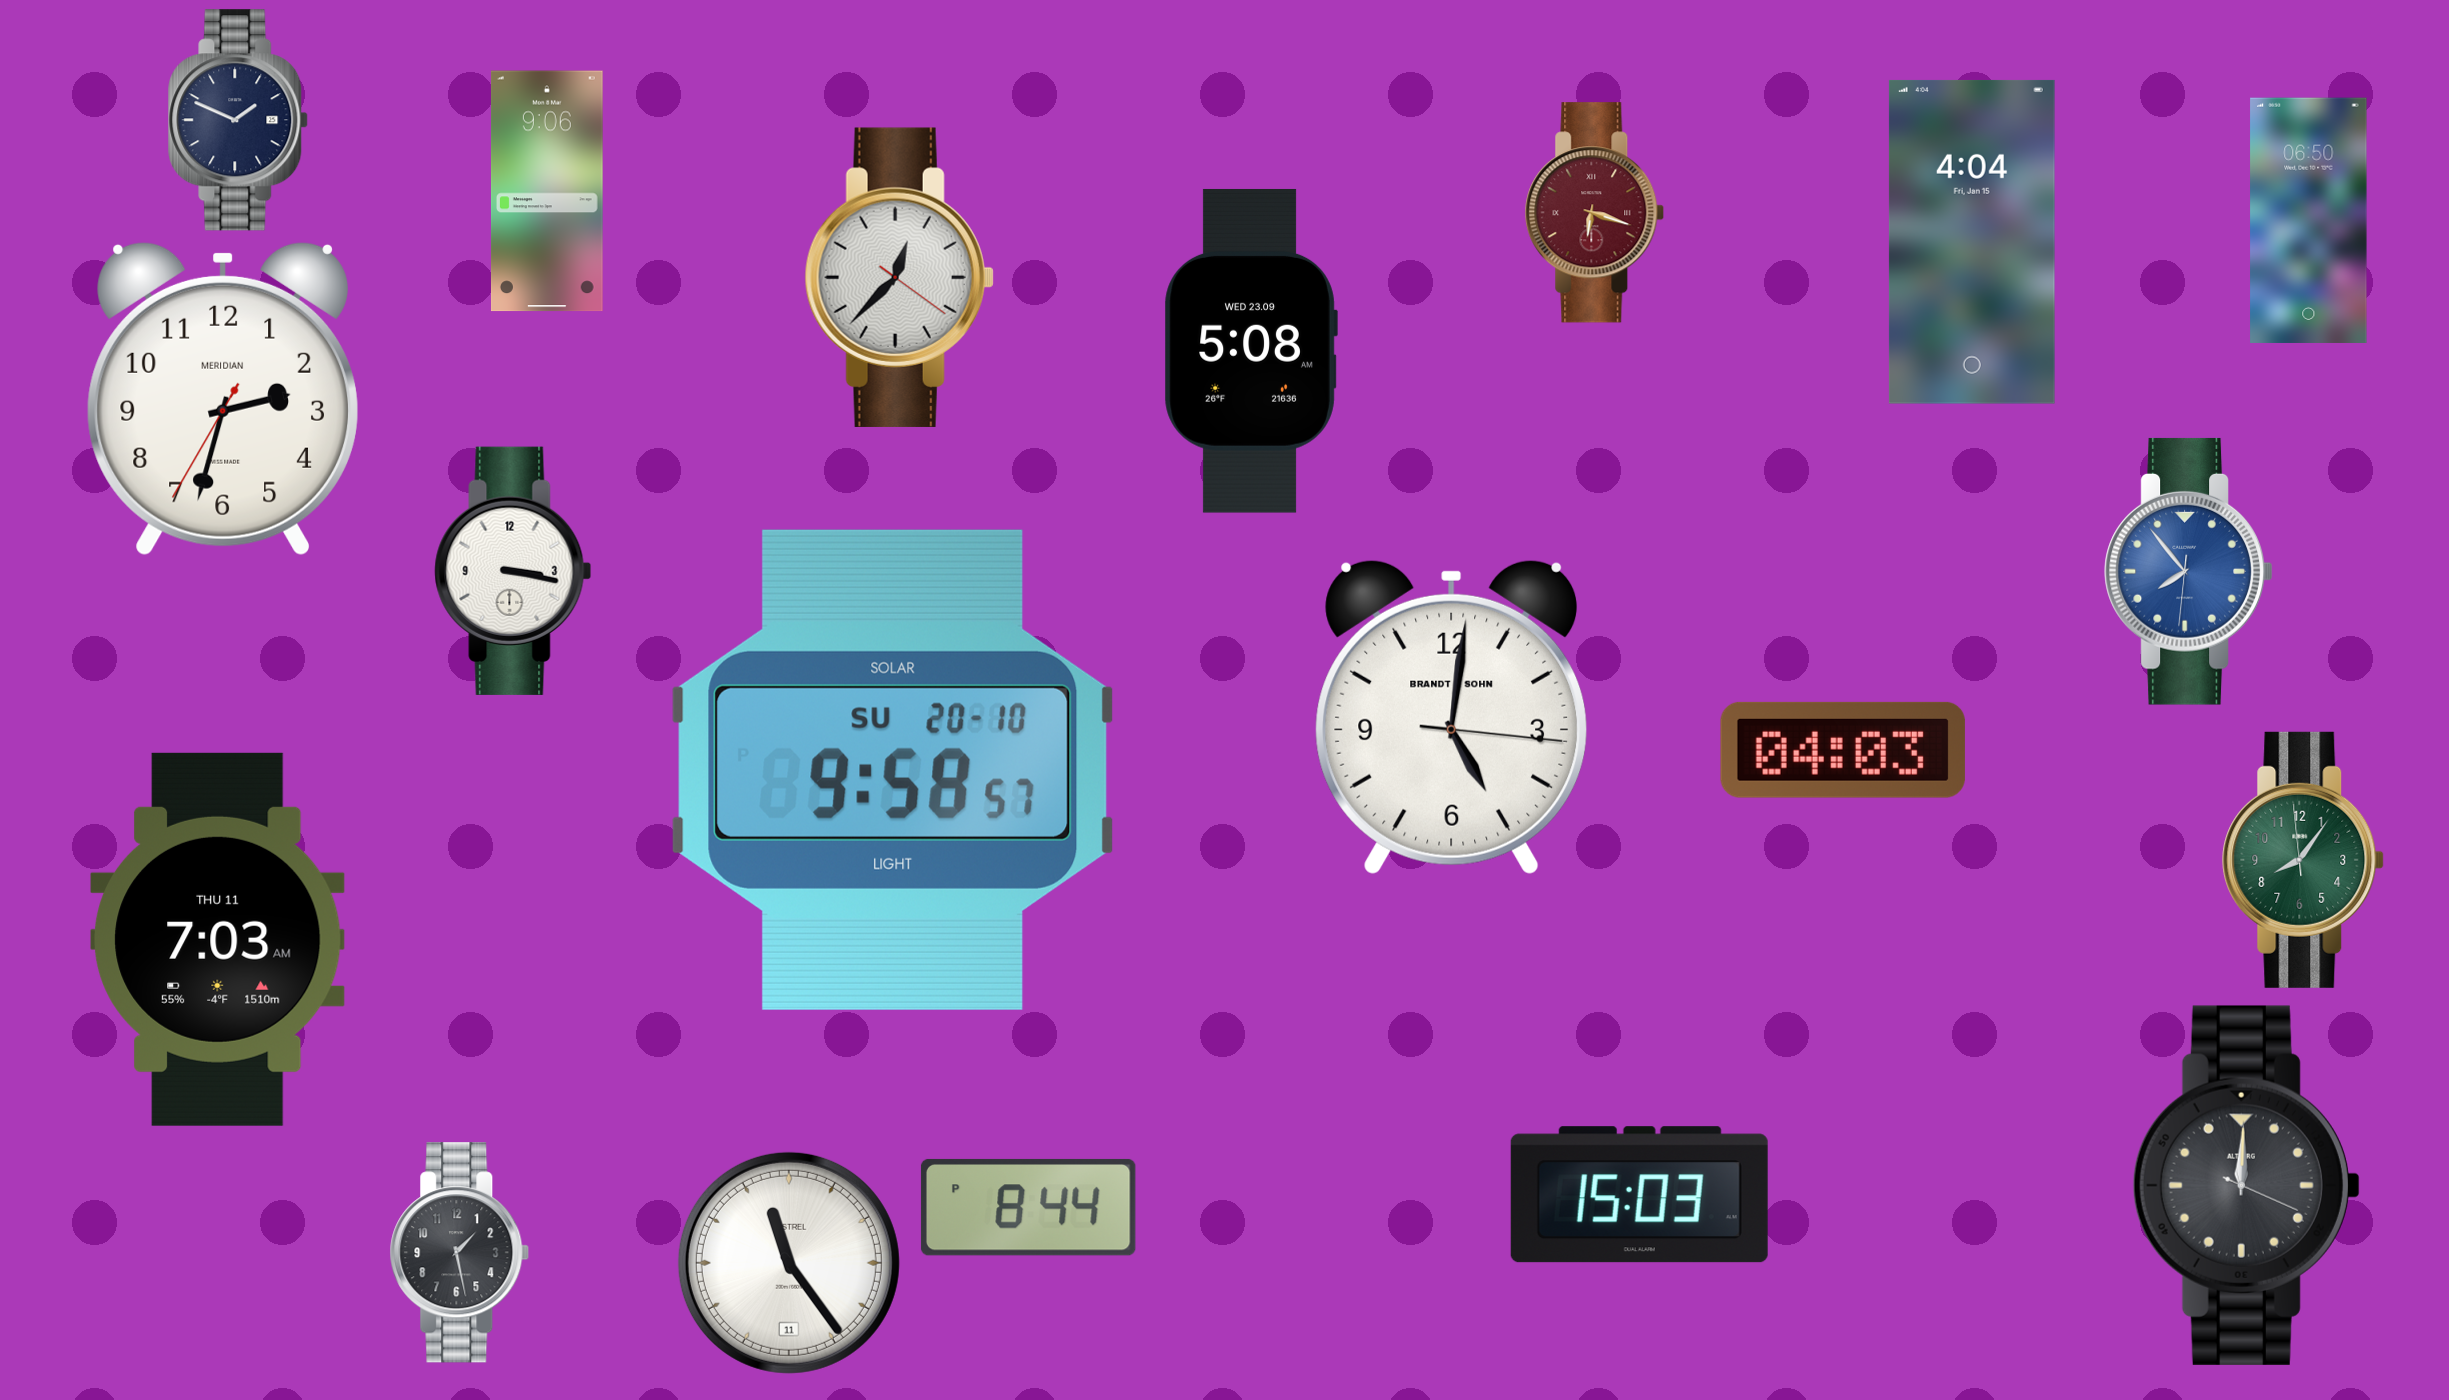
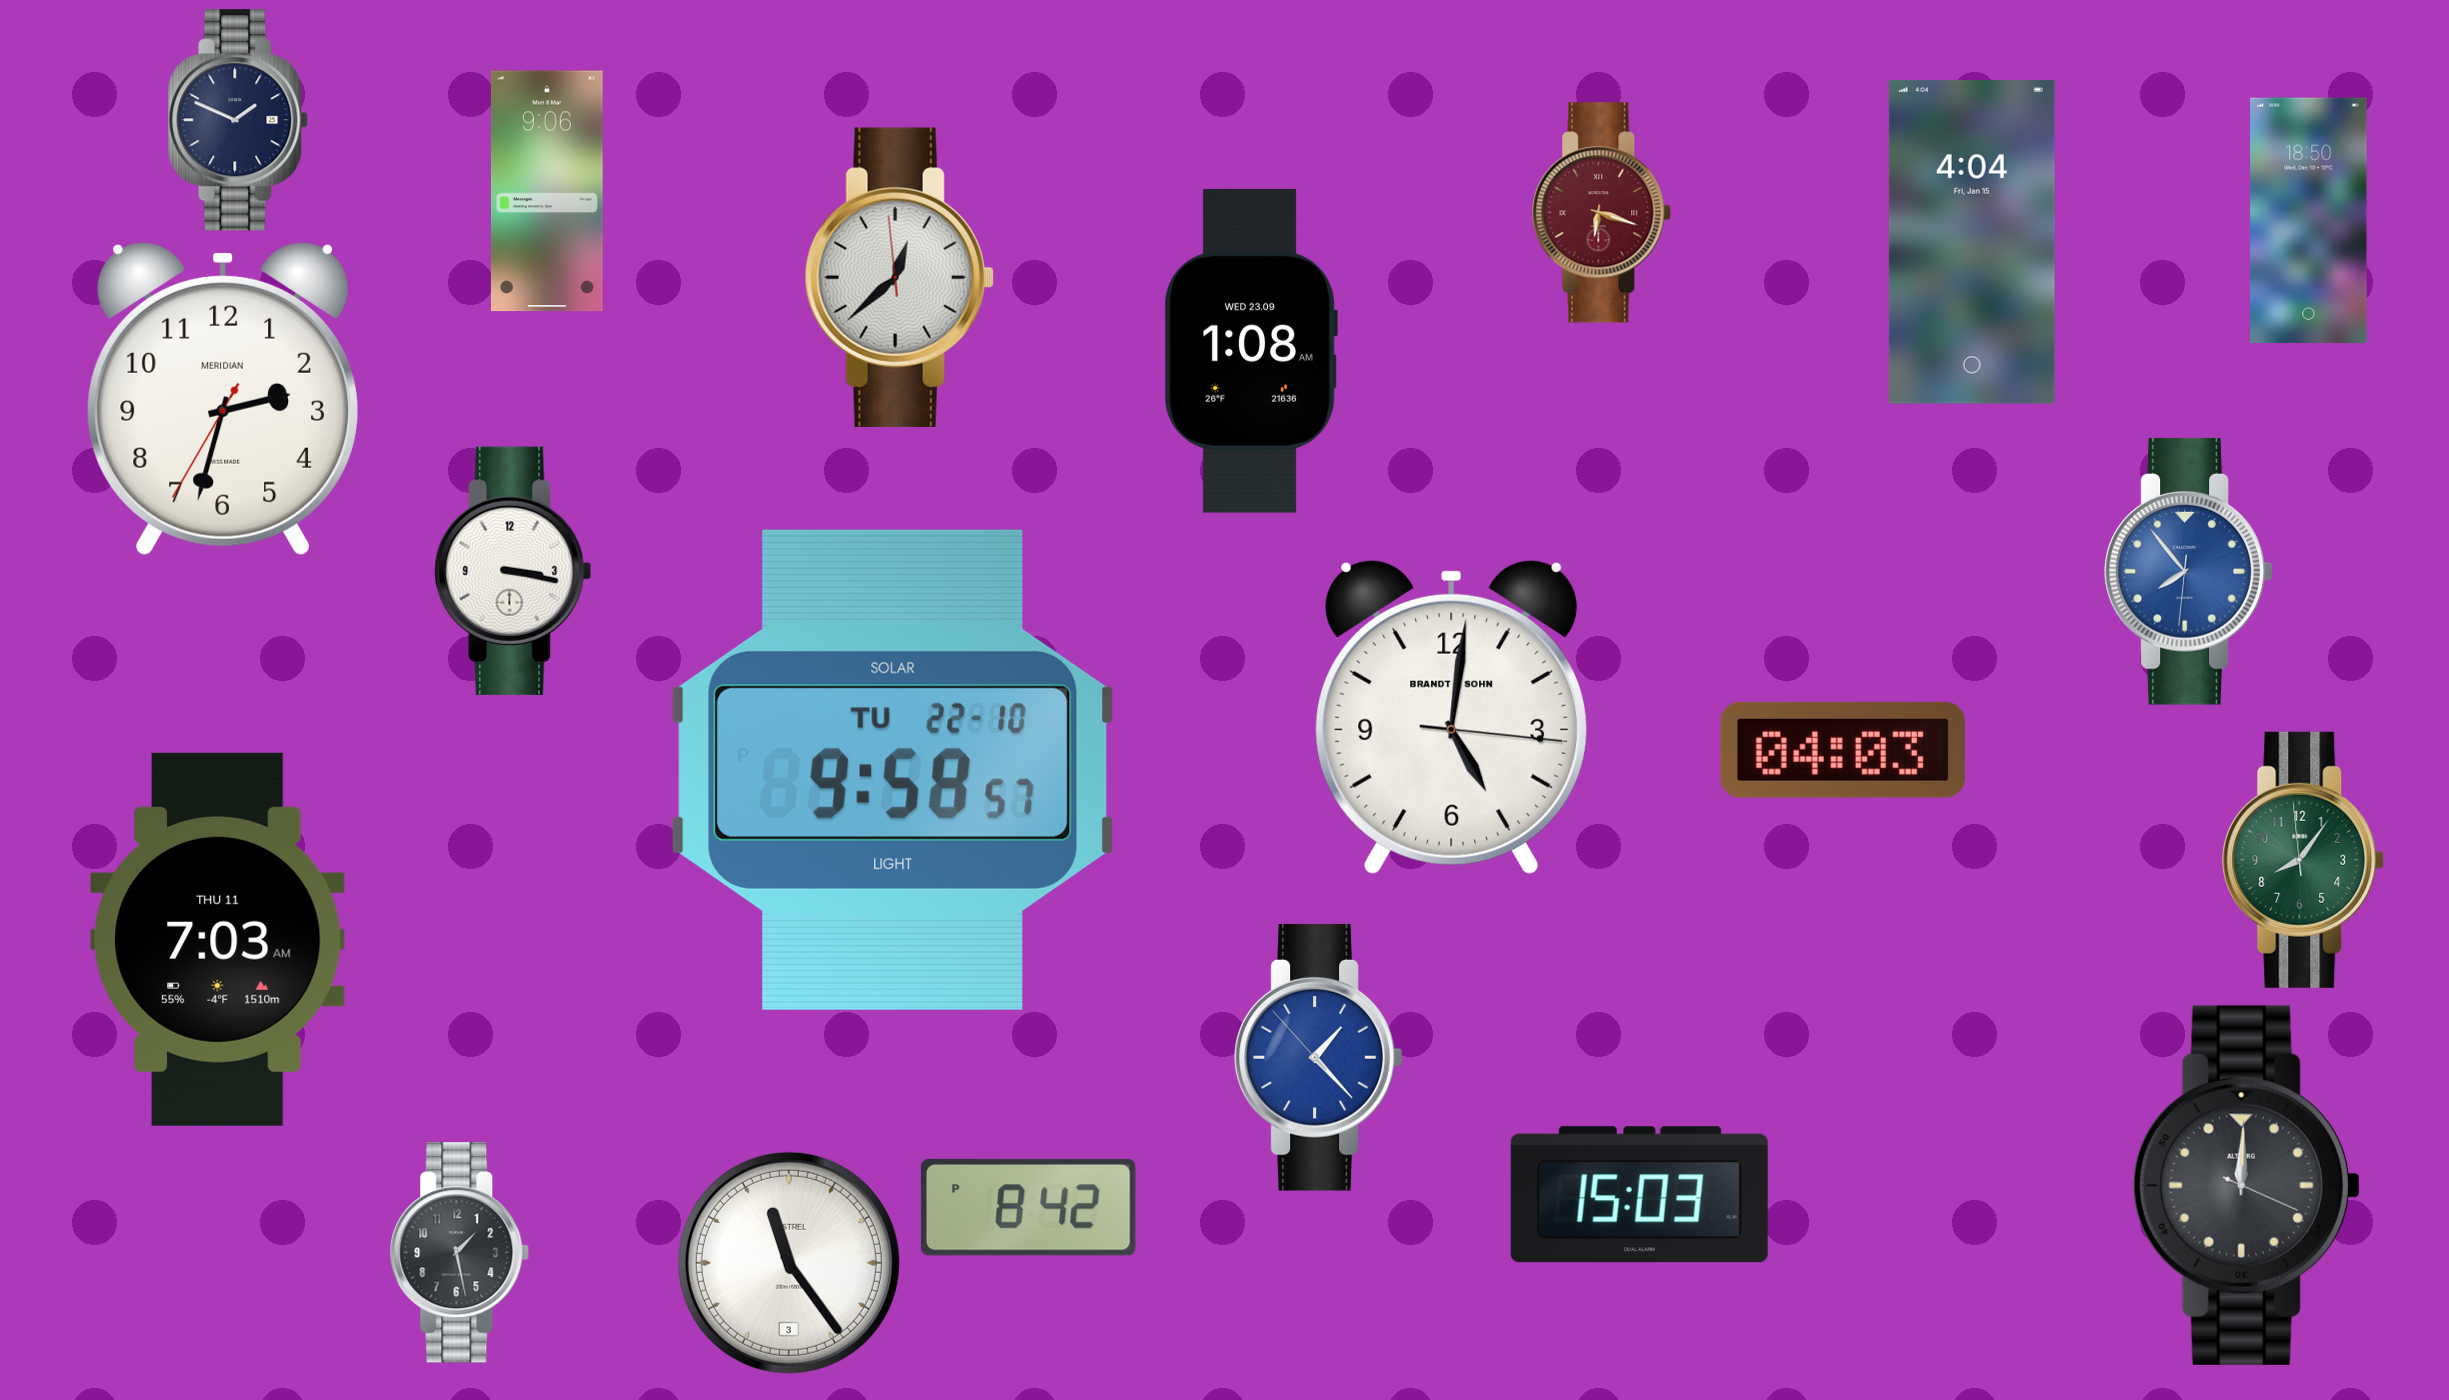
clock at (1595, 213) position: (1595, 213) -> (1602, 213)
clock at (2309, 220): 06:50 -> 18:50
clock at (899, 277): 12:37:21 -> 12:37:59
clock at (1251, 351): 5:08 -> 1:08
clock at (893, 770) date: SU 20-10 -> TU 22-10
clock at (1319, 1057): none -> 1:22
clock at (1028, 1207): 8:44 -> 8:42
clock at (789, 1263) date: 11 -> 3
